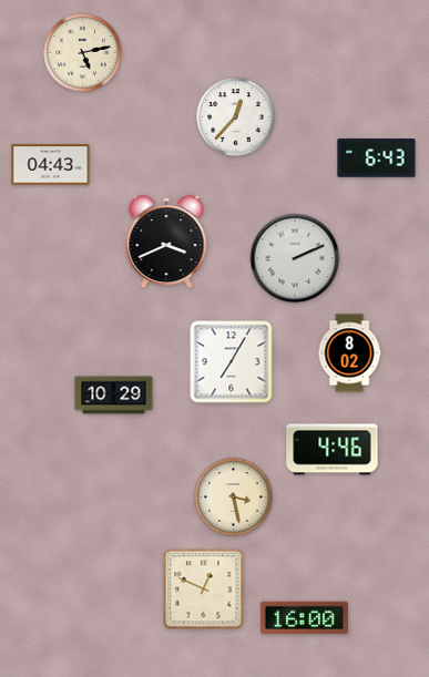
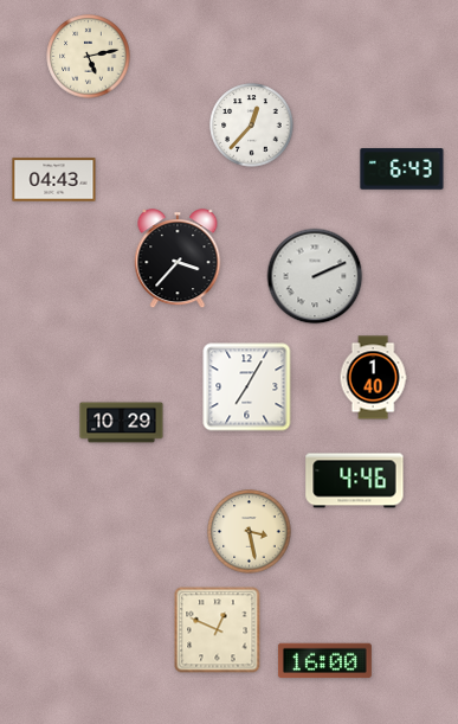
clock at (51, 165) position: (51, 165) -> (54, 180)
clock at (166, 243): 3:41 -> 3:37
clock at (349, 353): 8:02 -> 1:40
